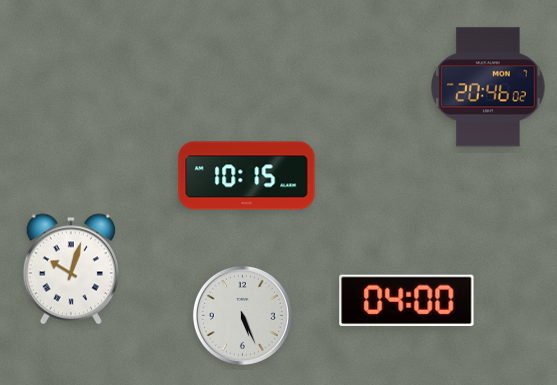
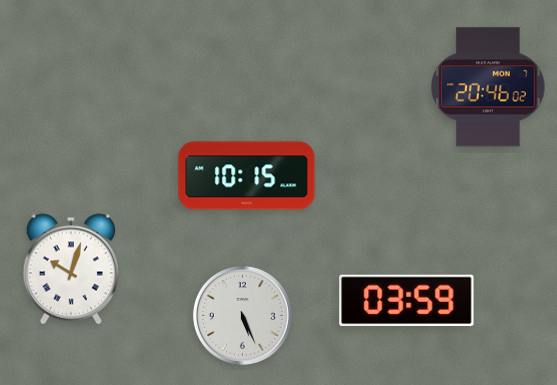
clock at (407, 300): 04:00 -> 03:59
